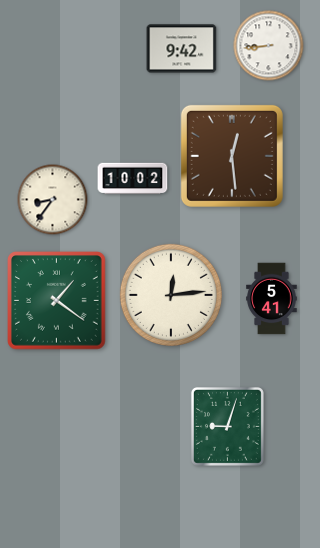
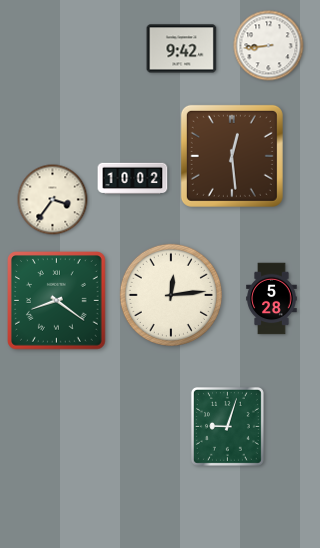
clock at (53, 200): 8:36 -> 3:36
clock at (272, 299): 5:41 -> 5:28
clock at (57, 301): 1:21 -> 8:21
